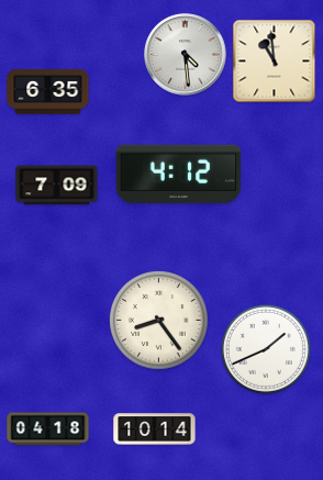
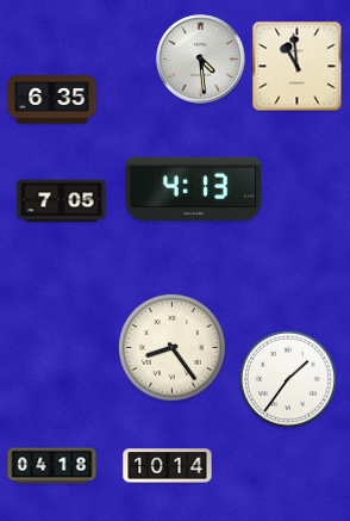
clock at (179, 174): 4:12 -> 4:13
clock at (57, 186): 7:09 -> 7:05
clock at (266, 349): 1:41 -> 1:36
